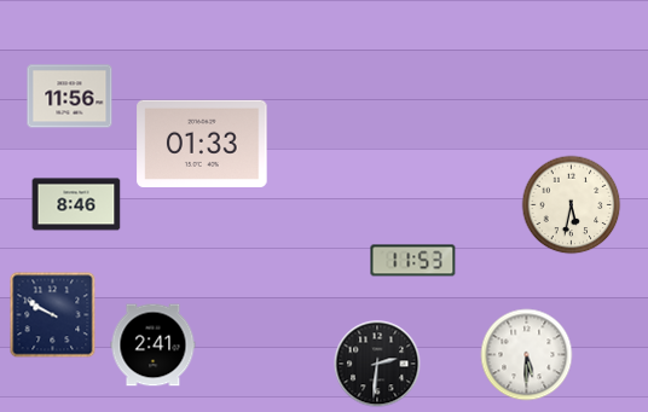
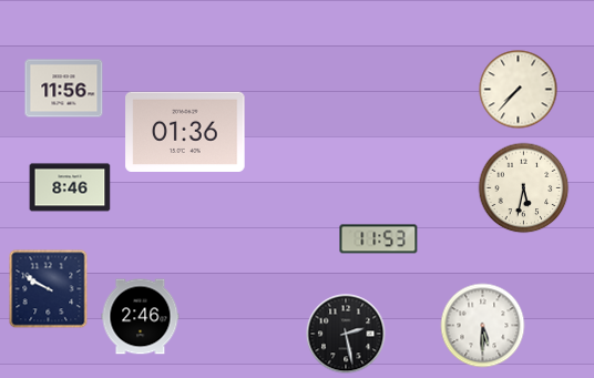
clock at (519, 90): none -> 7:37
clock at (202, 143): 01:33 -> 01:36
clock at (154, 346): 2:41 -> 2:46
clock at (377, 364): 2:31 -> 2:28
